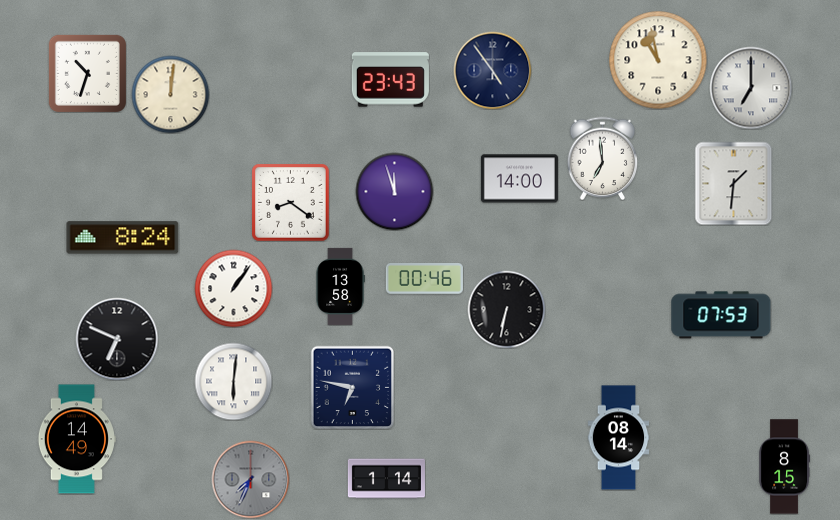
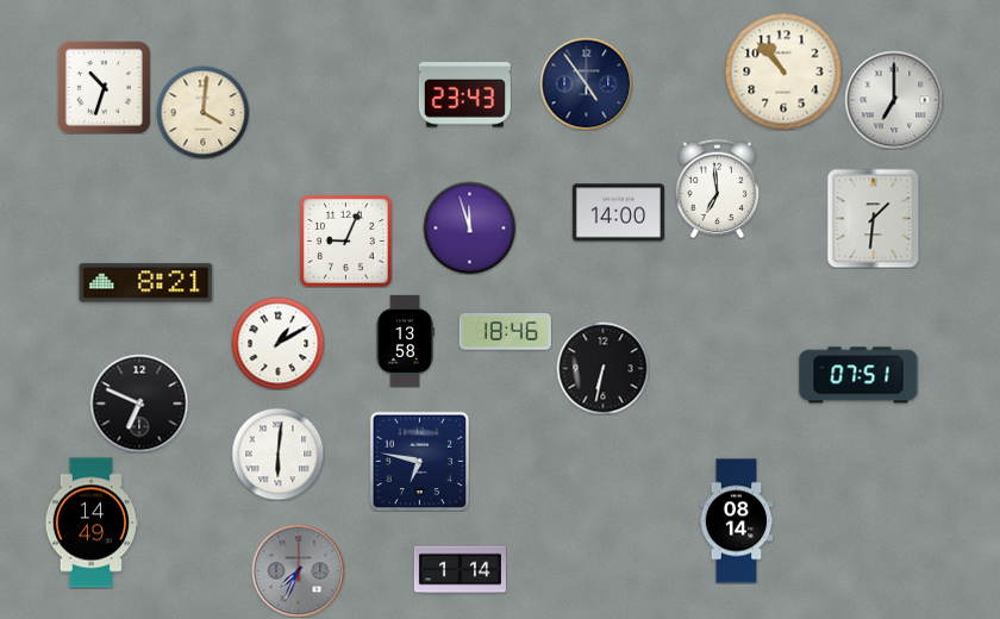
clock at (658, 60): 10:58 -> 10:53
clock at (751, 88) position: (751, 88) -> (894, 100)
clock at (170, 94): 12:01 -> 4:01
clock at (291, 203): 8:21 -> 9:04
clock at (123, 238): 8:24 -> 8:21
clock at (424, 279): 00:46 -> 18:46
clock at (233, 288): 1:06 -> 1:10
clock at (721, 315): 07:53 -> 07:51
clock at (785, 467): 8:15 -> none
